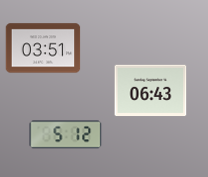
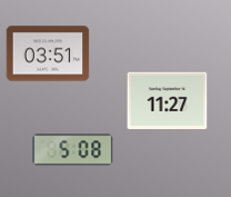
clock at (151, 91): 06:43 -> 11:27
clock at (66, 135): 5:12 -> 5:08
